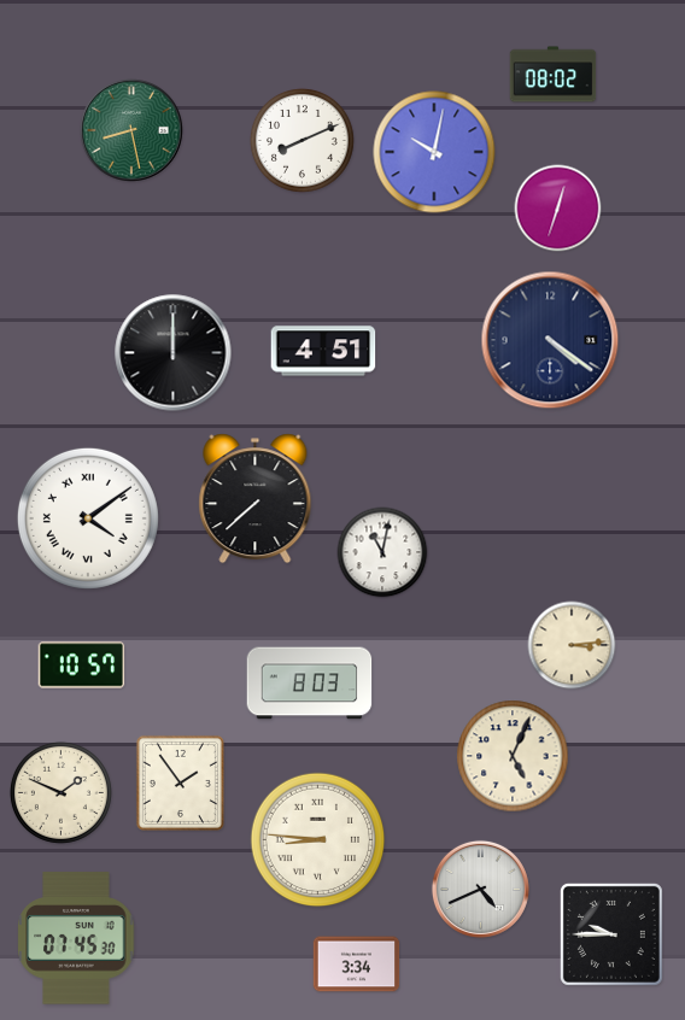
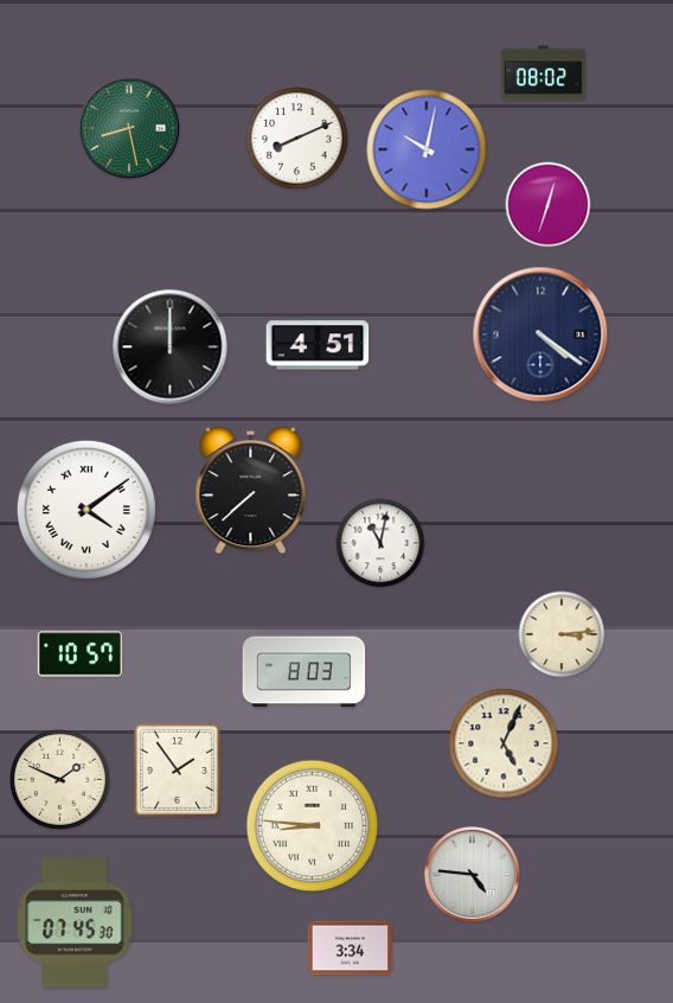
clock at (382, 552) position: (382, 552) -> (380, 543)
clock at (480, 889): 4:41 -> 4:46
clock at (611, 934): 9:45 -> none
